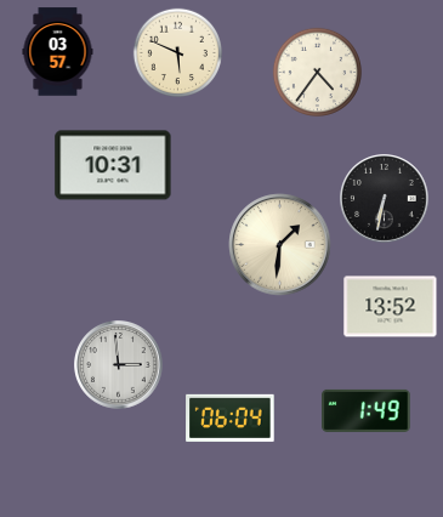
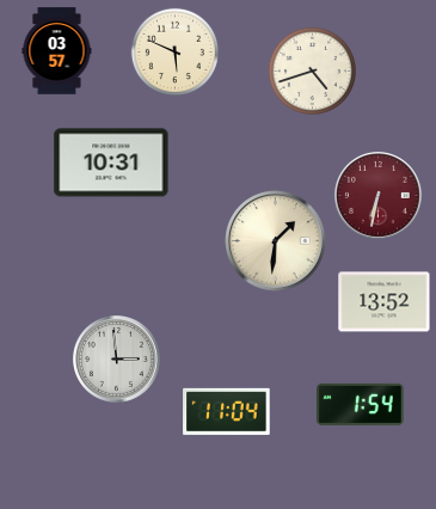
clock at (317, 72): 4:36 -> 4:42
clock at (385, 199) dial: black -> burgundy
clock at (367, 410): 1:49 -> 1:54
clock at (231, 417): 06:04 -> 11:04
